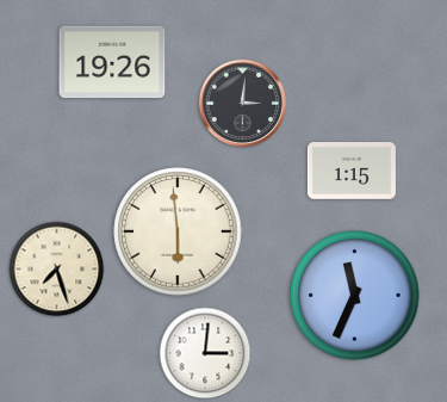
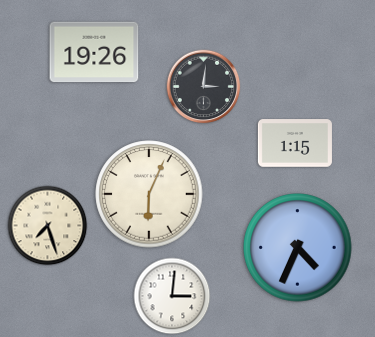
clock at (178, 231): 5:59 -> 6:04
clock at (355, 296): 11:34 -> 4:34
